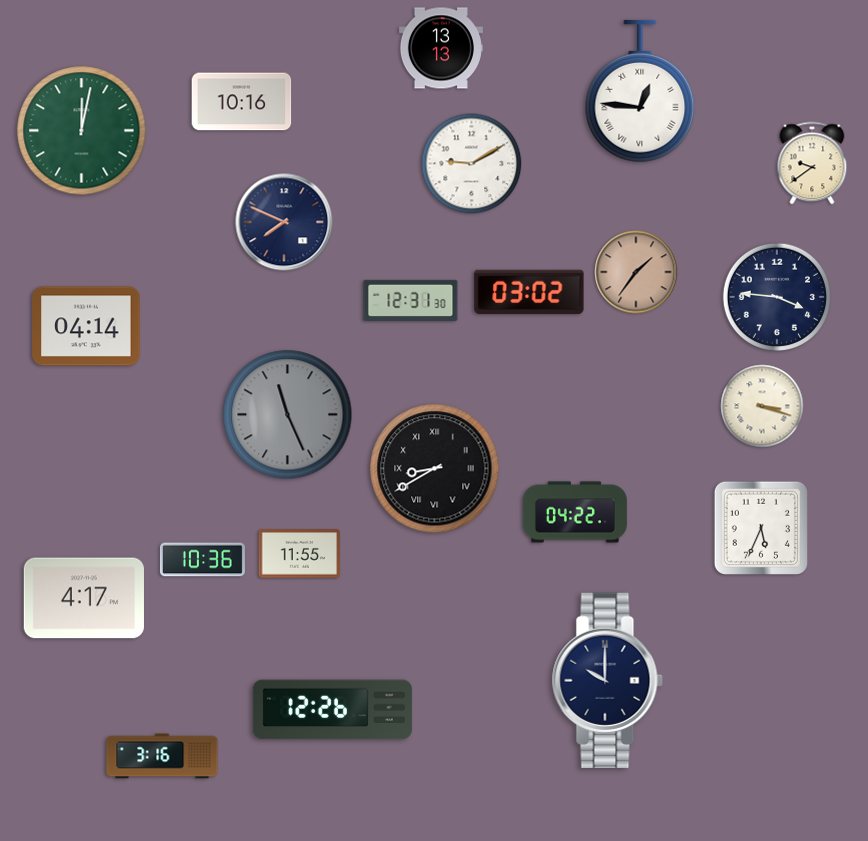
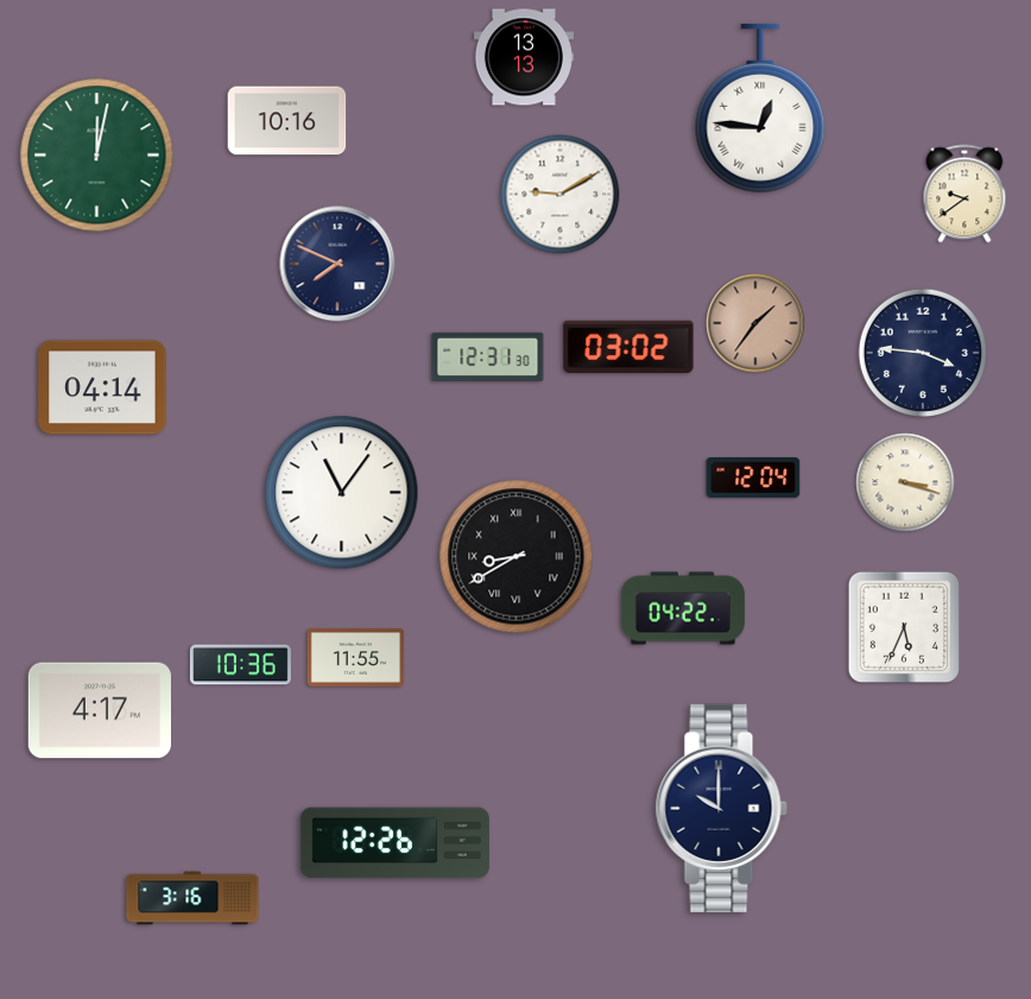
clock at (753, 478): none -> 12:04
clock at (288, 415): 11:26 -> 11:06
clock at (288, 415) dial: grey -> white
